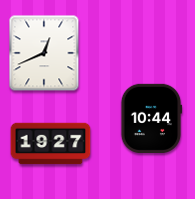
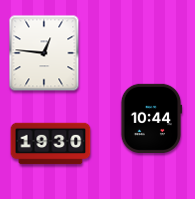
clock at (44, 53): 12:41 -> 12:46
clock at (51, 144): 19:27 -> 19:30
